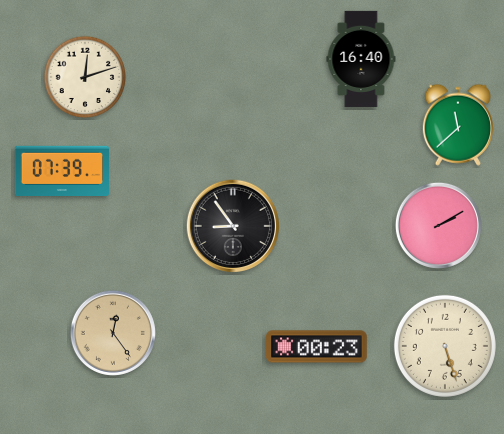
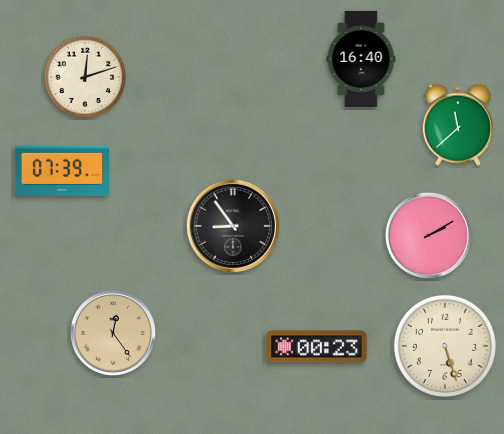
clock at (438, 225) position: (438, 225) -> (428, 235)
